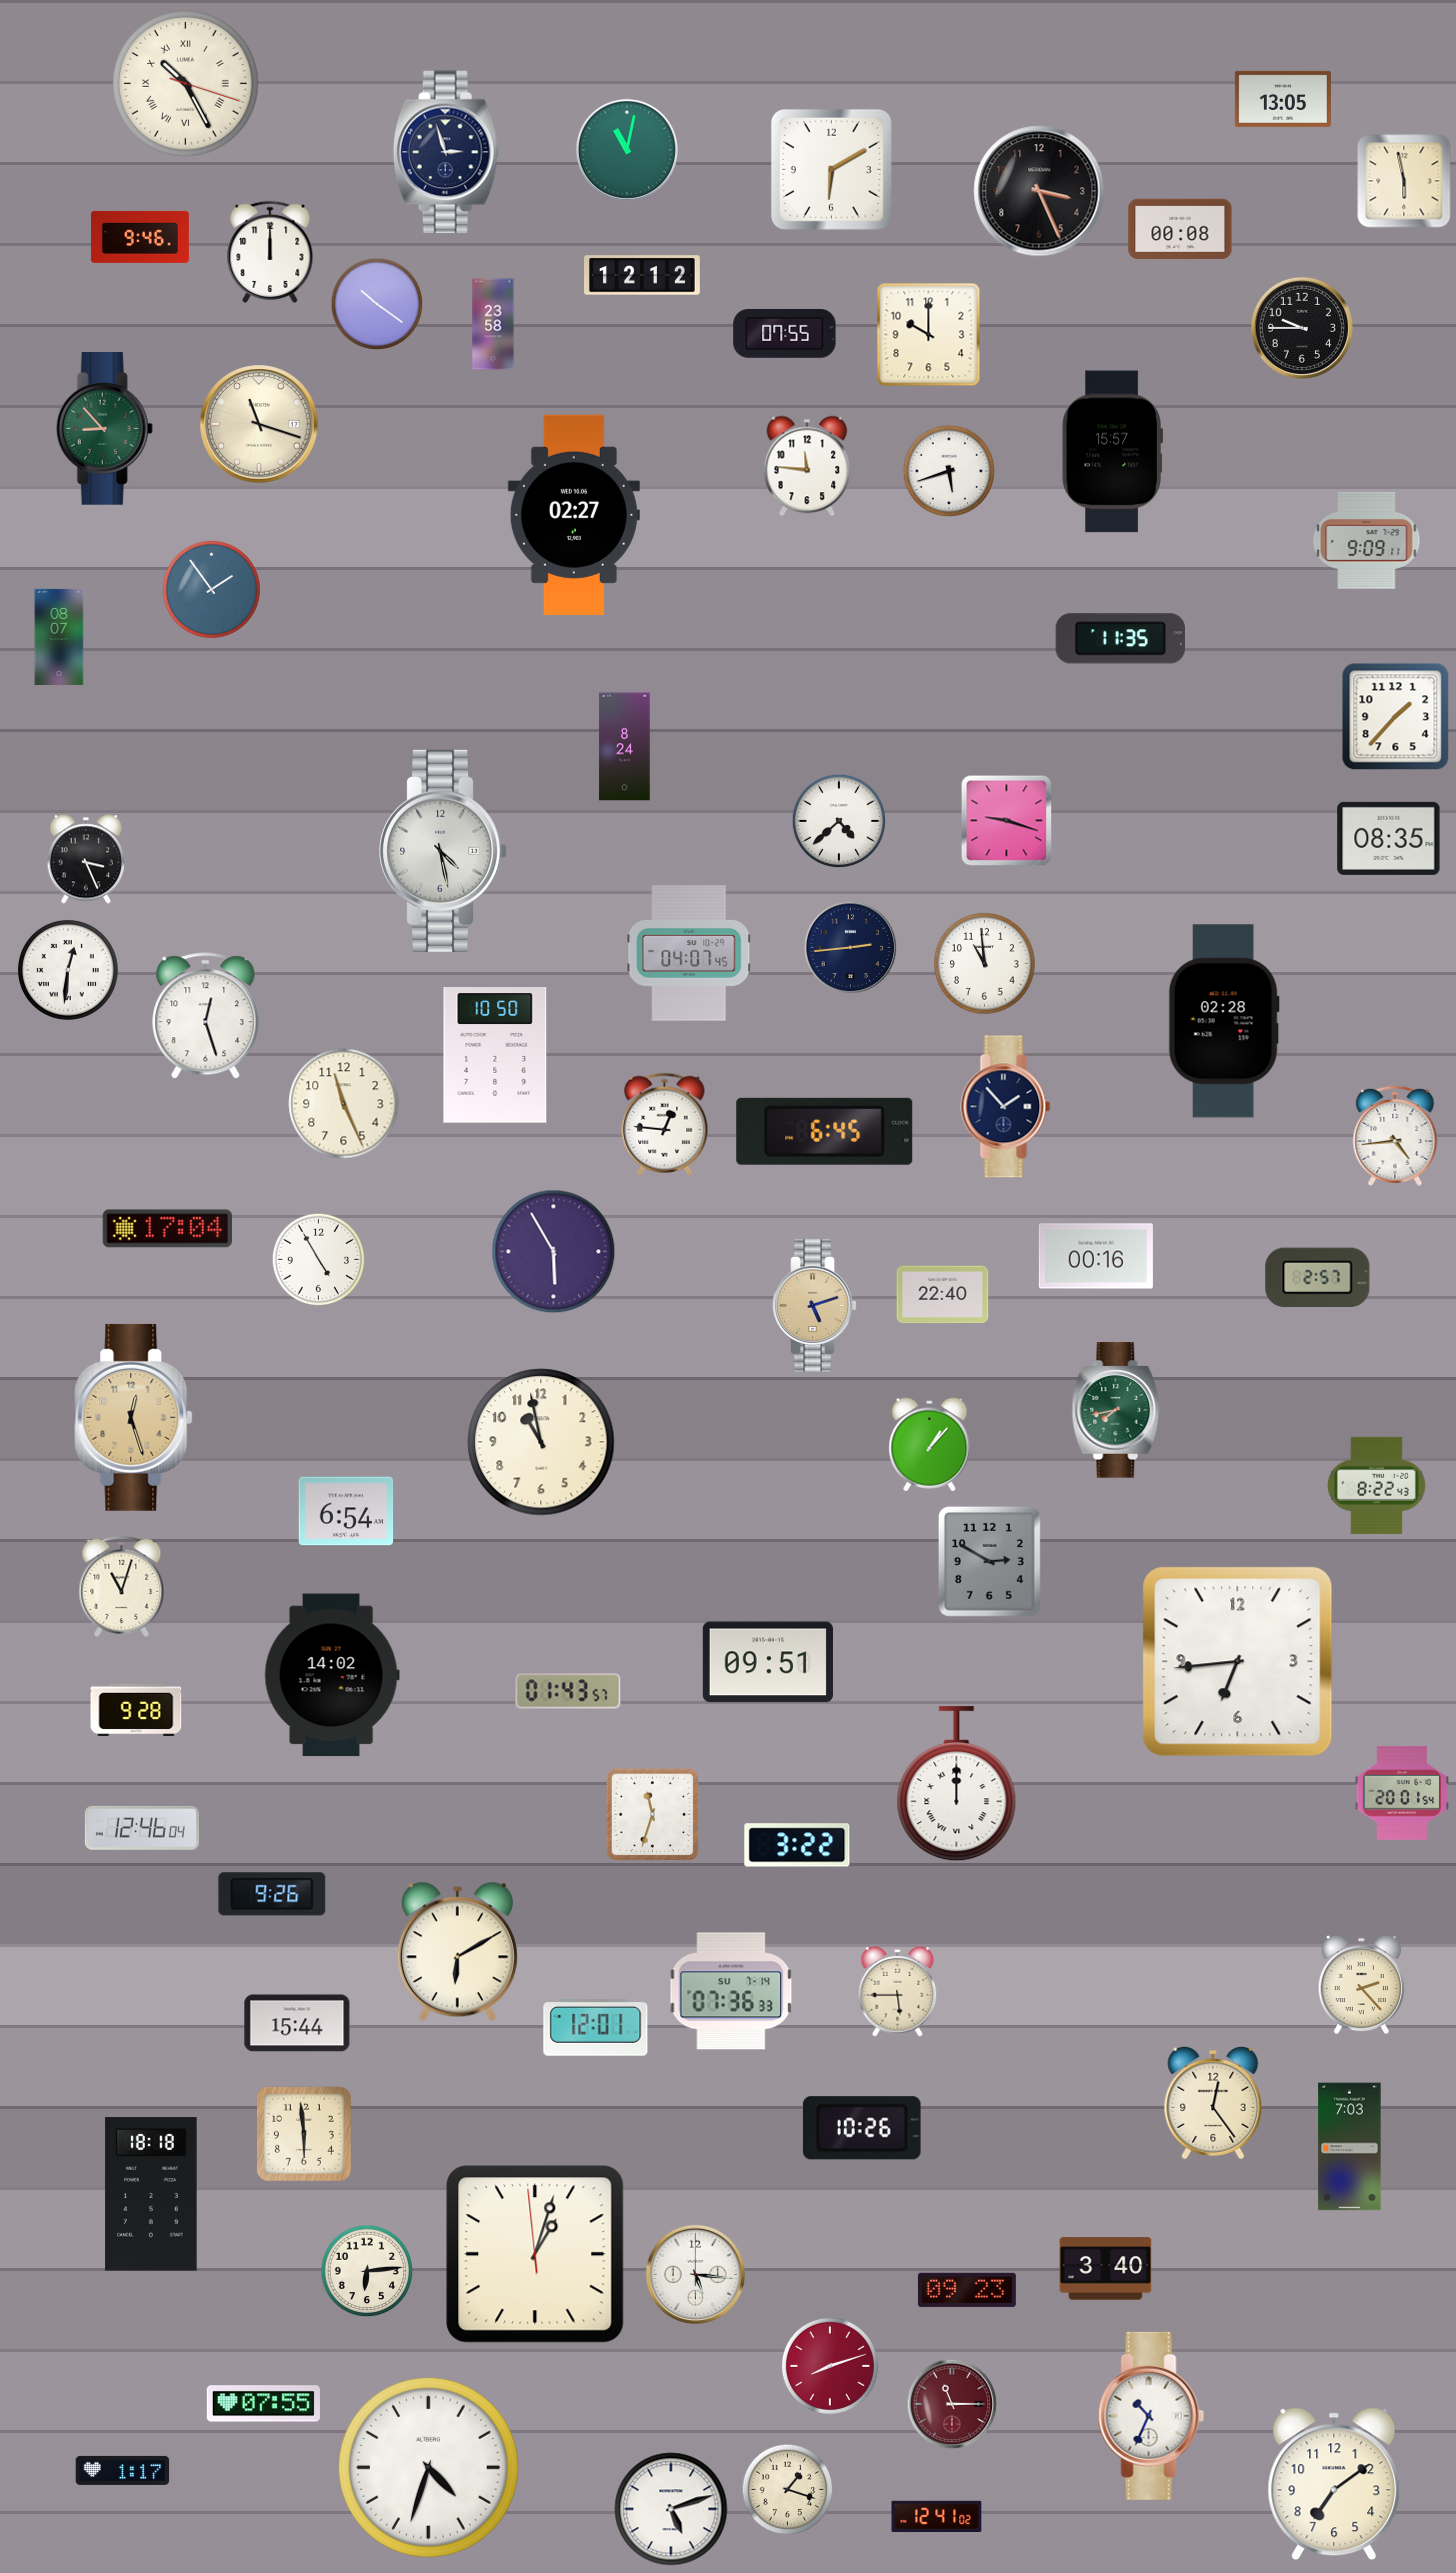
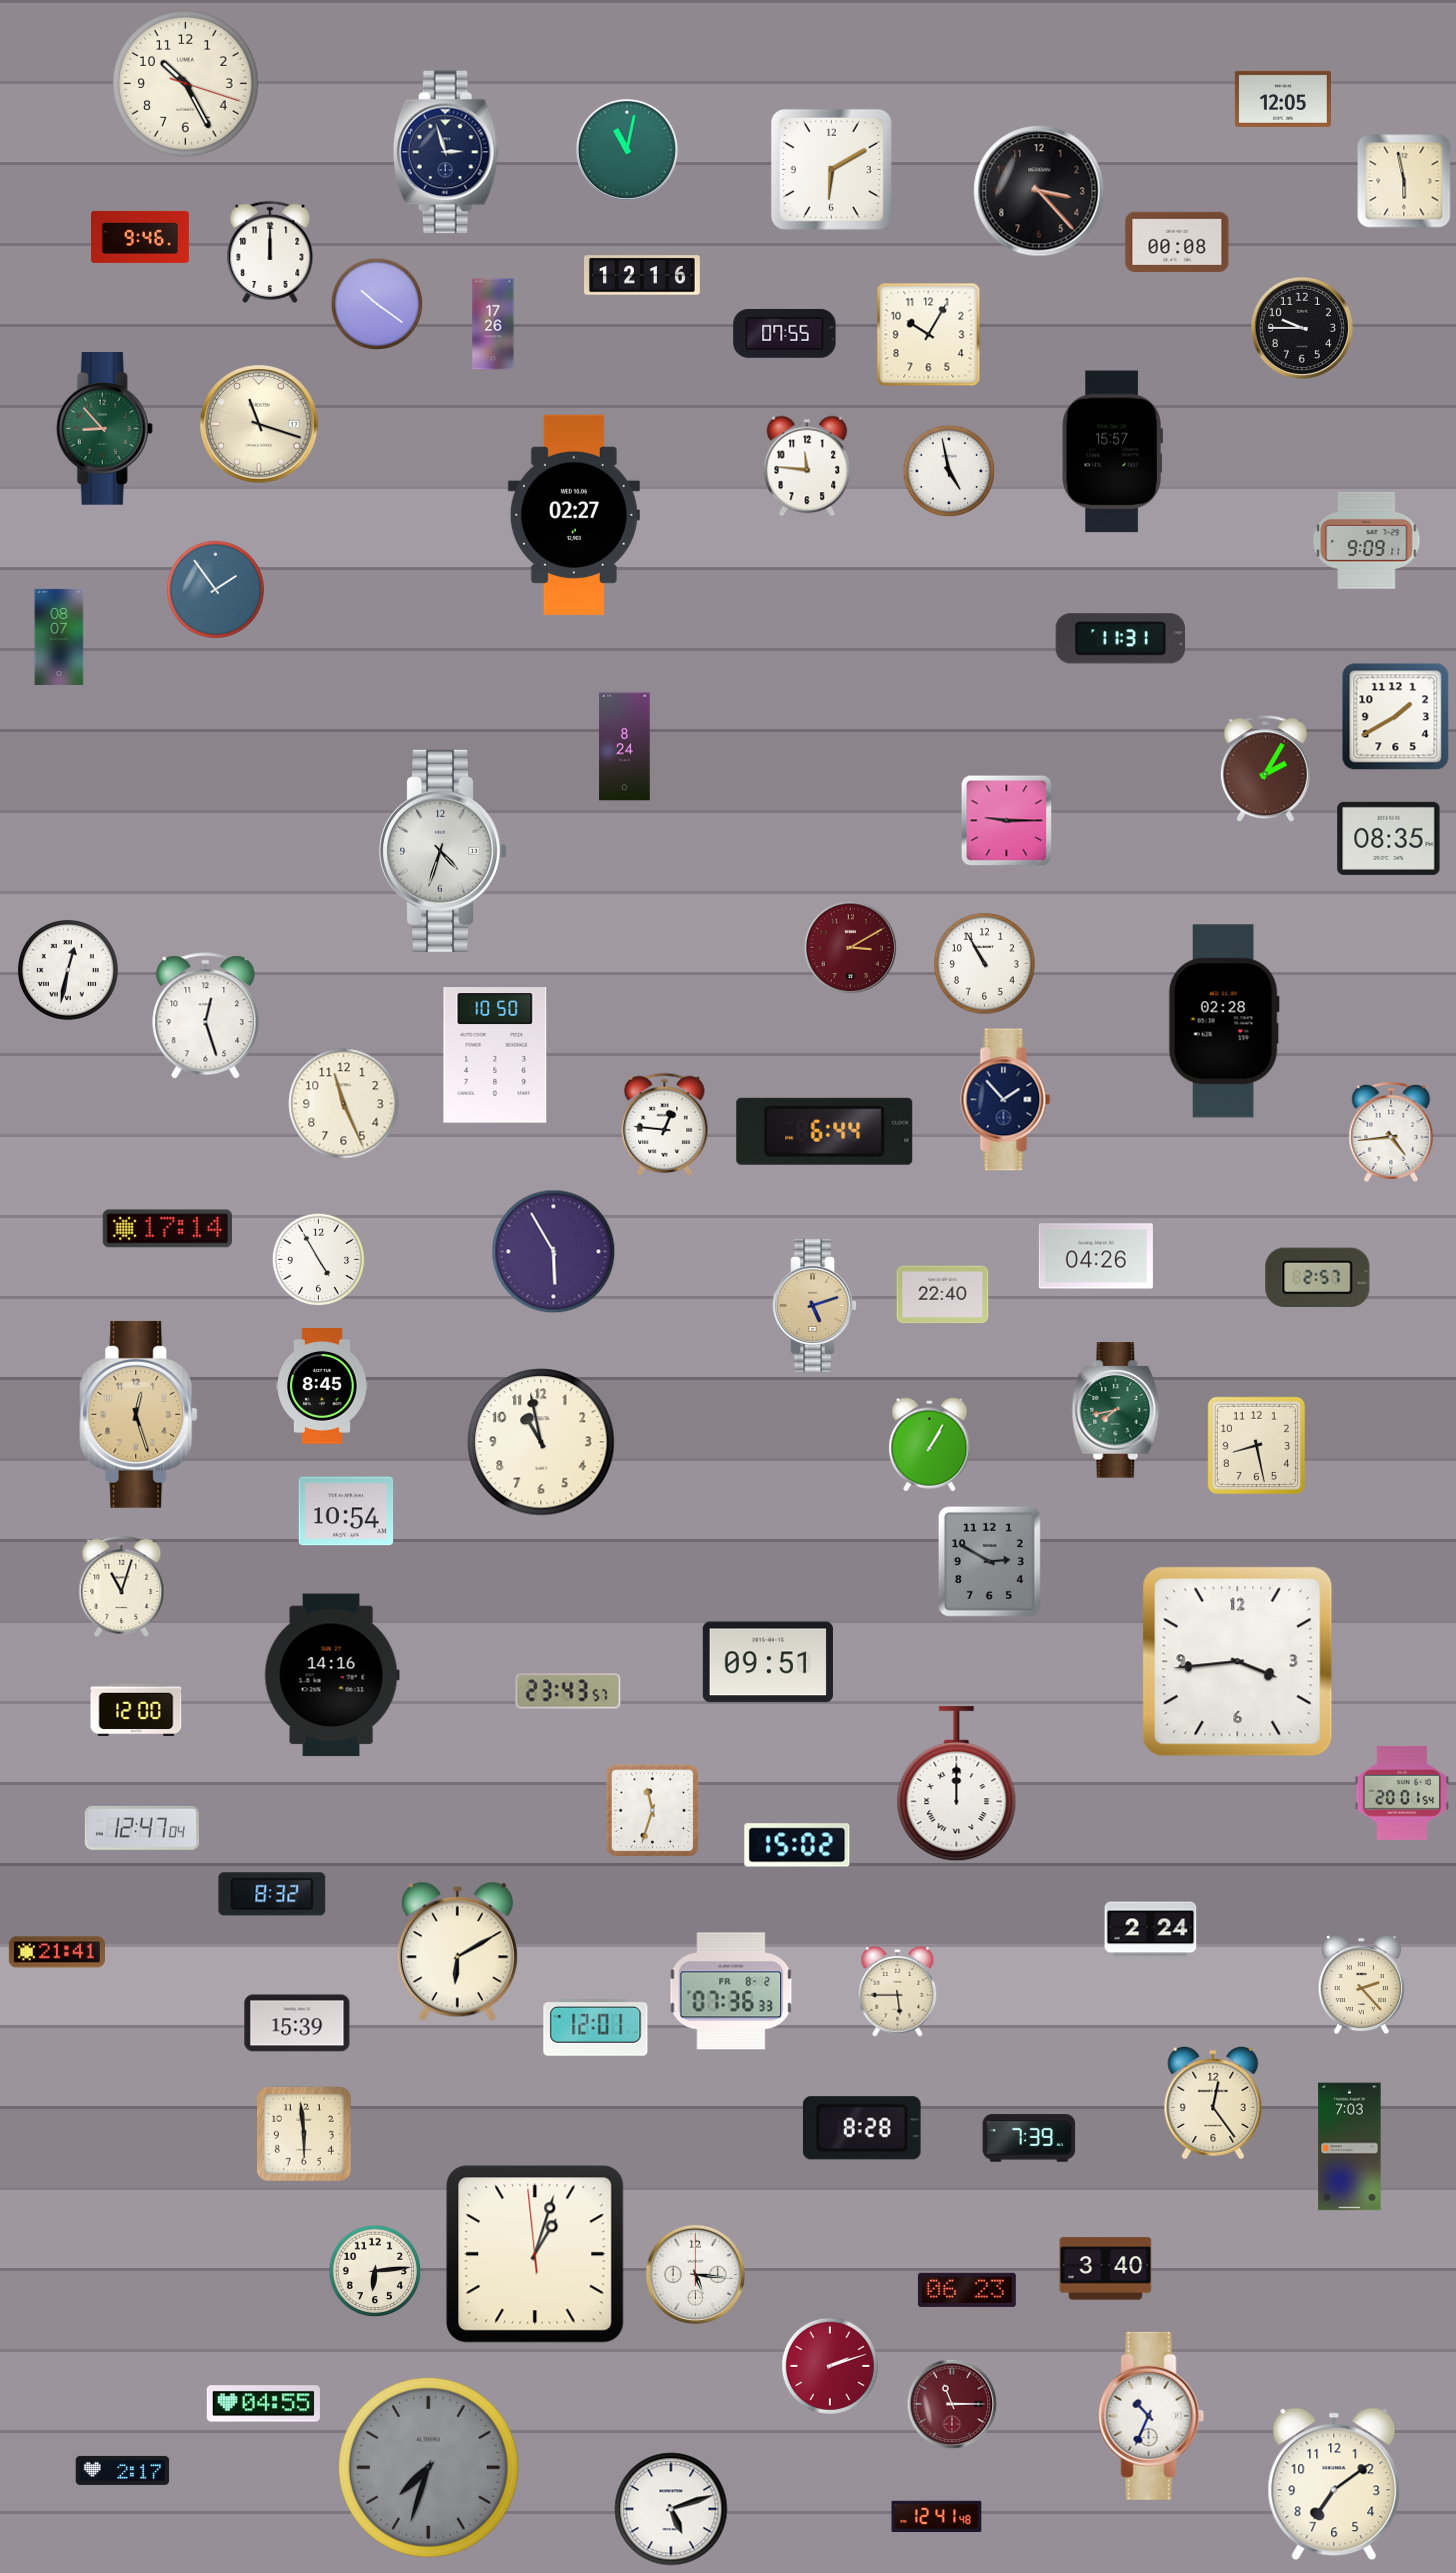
clock at (186, 84) numerals: Roman -> Arabic
clock at (1283, 99): 13:05 -> 12:05
clock at (1039, 191): 3:26 -> 3:23
clock at (1180, 228) position: (1180, 228) -> (1177, 241)
clock at (643, 275): 12:12 -> 12:16
clock at (493, 324): 23:58 -> 17:26
clock at (929, 335): 10:00 -> 10:05
clock at (949, 471): 5:42 -> 4:58
clock at (211, 589) position: (211, 589) -> (215, 589)
clock at (1120, 639): 11:35 -> 11:31
clock at (1396, 717): 1:37 -> 1:40
clock at (1265, 769): none -> 2:05
clock at (839, 821): 4:38 -> none
clock at (1007, 821): 9:18 -> 9:15
clock at (444, 851): 4:28 -> 4:33
clock at (86, 859): 3:26 -> none
clock at (851, 948): 2:44 -> 3:10
clock at (851, 948) dial: navy -> burgundy
clock at (689, 953): 04:07 -> none
clock at (984, 963): 10:59 -> 10:55
clock at (68, 970): 12:31 -> 12:32
clock at (1006, 1107) position: (1006, 1107) -> (1006, 1100)
clock at (825, 1131): 6:45 -> 6:44
clock at (1395, 1136) position: (1395, 1136) -> (1391, 1132)
clock at (167, 1229): 17:04 -> 17:14
clock at (1096, 1256): 00:16 -> 04:26
clock at (322, 1387): none -> 8:45
clock at (134, 1417) position: (134, 1417) -> (139, 1414)
clock at (930, 1445): 1:07 -> 1:05
clock at (1256, 1445): none -> 8:28
clock at (1376, 1485): 8:22 -> none
clock at (346, 1511): 6:54 -> 10:54
clock at (1238, 1662): 6:44 -> 3:44
clock at (332, 1675): 14:02 -> 14:16
clock at (568, 1691): 01:43 -> 23:43
clock at (136, 1709): 9:28 -> 12:00
clock at (653, 1815) position: (653, 1815) -> (653, 1811)
clock at (142, 1828): 12:46 -> 12:47
clock at (797, 1845): 3:22 -> 15:02
clock at (272, 1894): 9:26 -> 8:32
clock at (1151, 1930): none -> 2:24
clock at (57, 1952): none -> 21:41
clock at (731, 1991) date: SU 7-14 -> FR 8-2
clock at (297, 2023): 15:44 -> 15:39
clock at (862, 2128): 10:26 -> 8:28
clock at (1029, 2138): none -> 7:39
clock at (151, 2194): 18:18 -> none
clock at (367, 2271) position: (367, 2271) -> (375, 2271)
clock at (967, 2290): 09:23 -> 06:23
clock at (830, 2366): 8:12 -> 2:12
clock at (263, 2404): 07:55 -> 04:55
clock at (428, 2467): 4:33 -> 7:33
clock at (428, 2467) dial: white -> grey
clock at (123, 2470): 1:17 -> 2:17
clock at (788, 2490): 1:18 -> none
clock at (937, 2517): 12:41:02 -> 12:41:48
